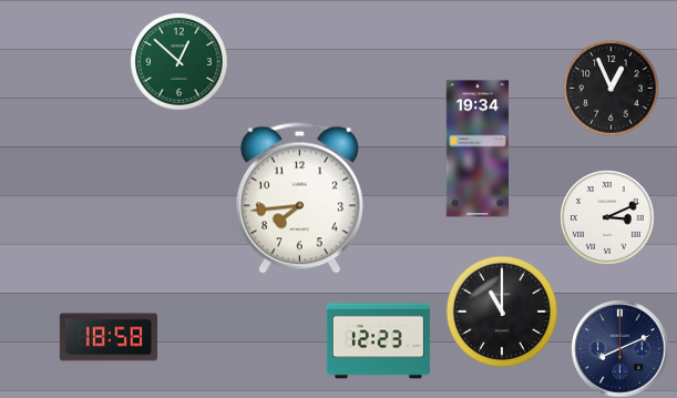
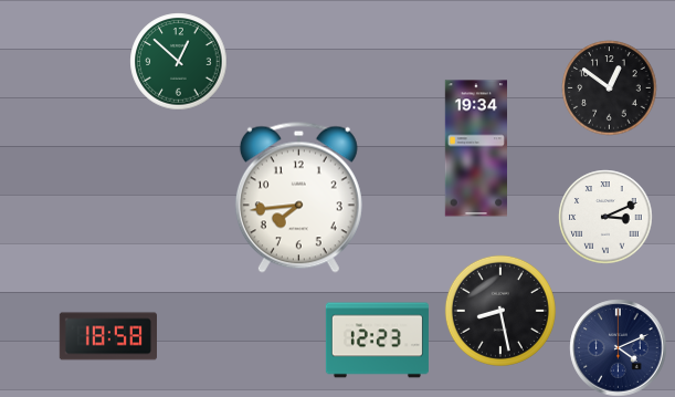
clock at (611, 88): 12:56 -> 12:51
clock at (502, 312): 11:00 -> 8:28
clock at (619, 348): 8:11 -> 4:11
